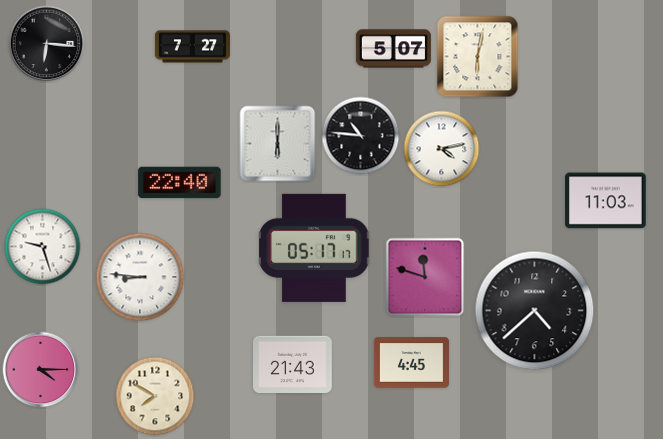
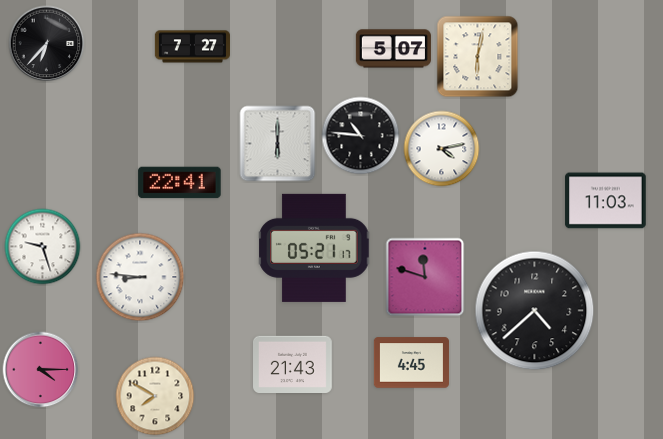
clock at (47, 44): 6:16 -> 6:37
clock at (180, 183): 22:40 -> 22:41
clock at (314, 248): 05:17 -> 05:21
